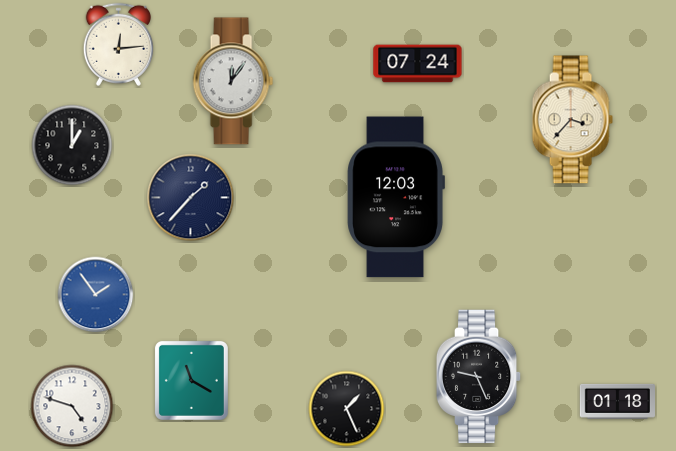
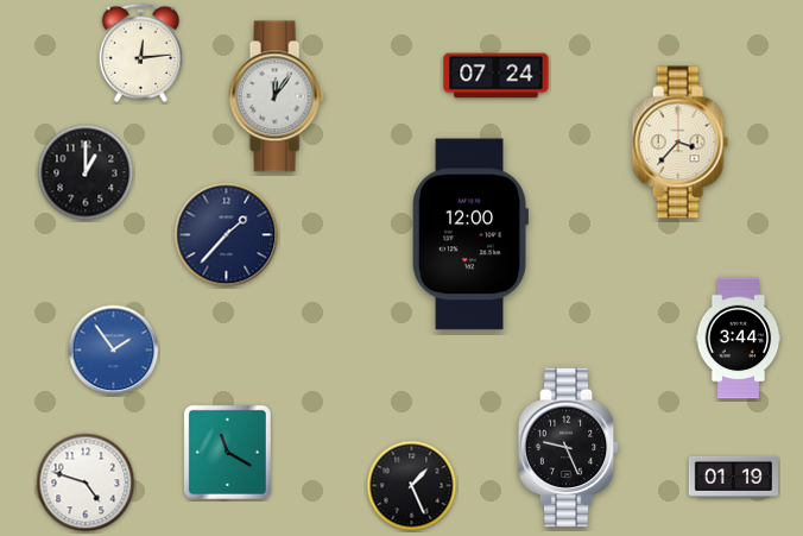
clock at (396, 197): 12:03 -> 12:00
clock at (739, 339): none -> 3:44
clock at (617, 401): 01:18 -> 01:19
